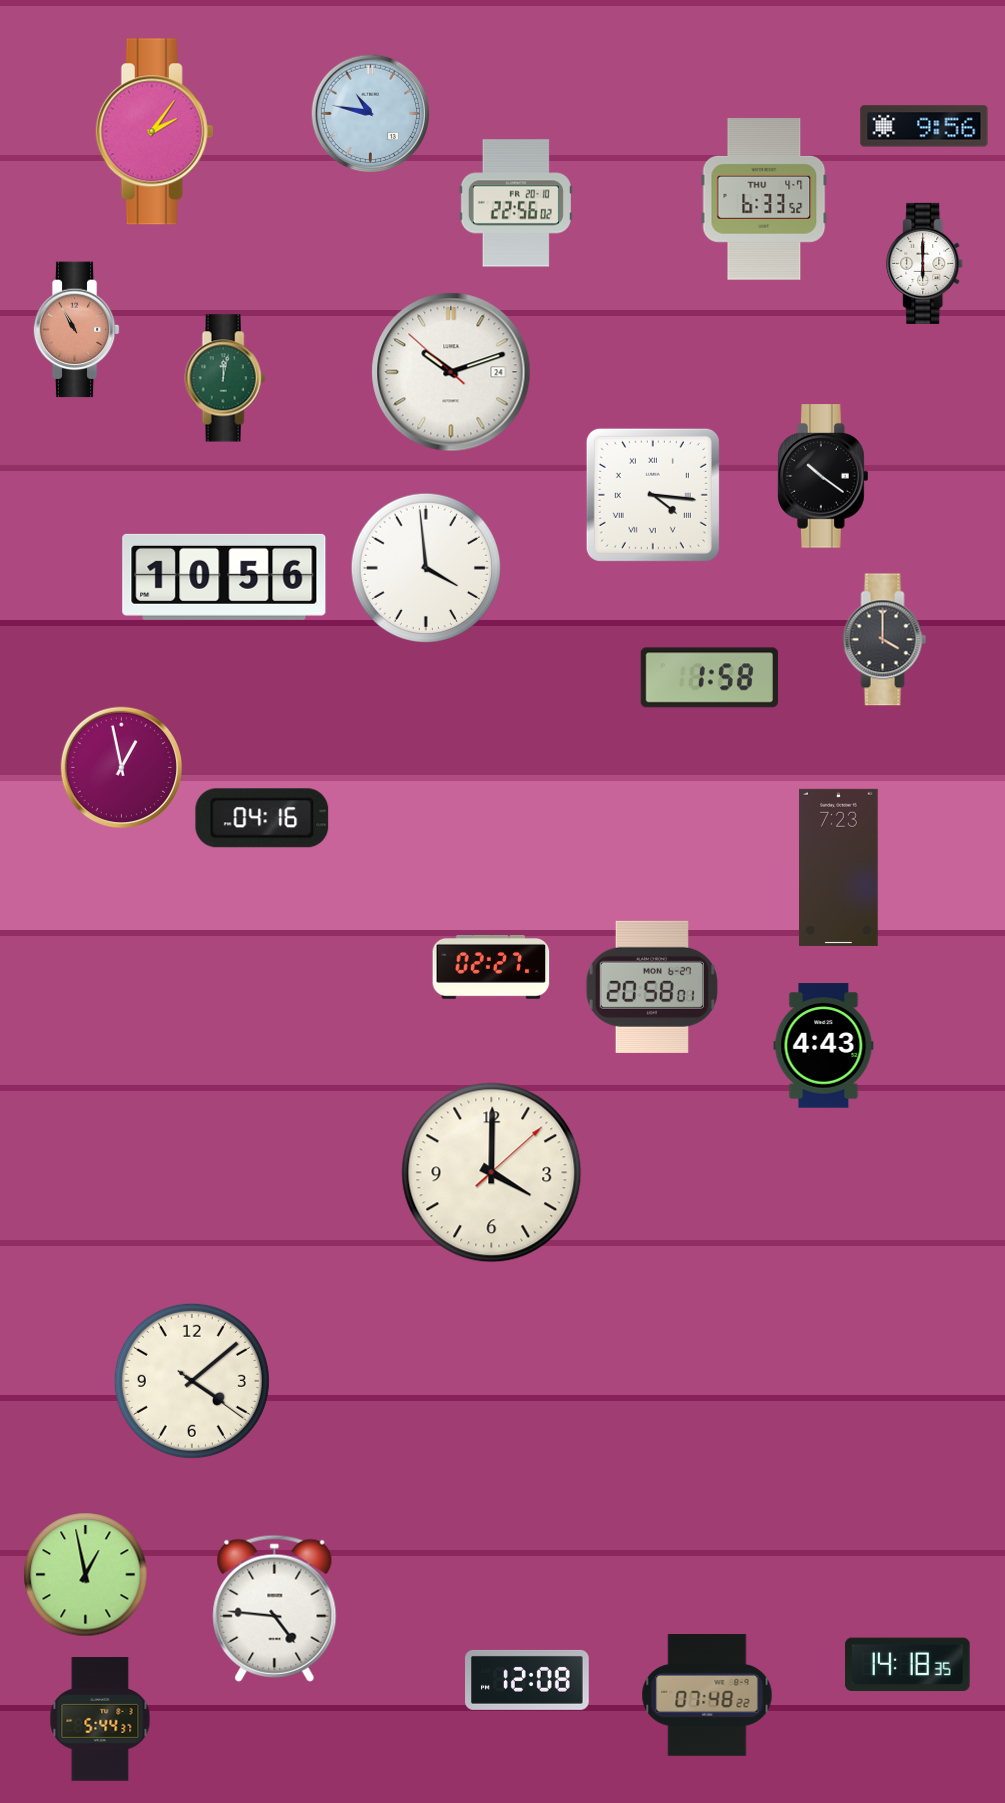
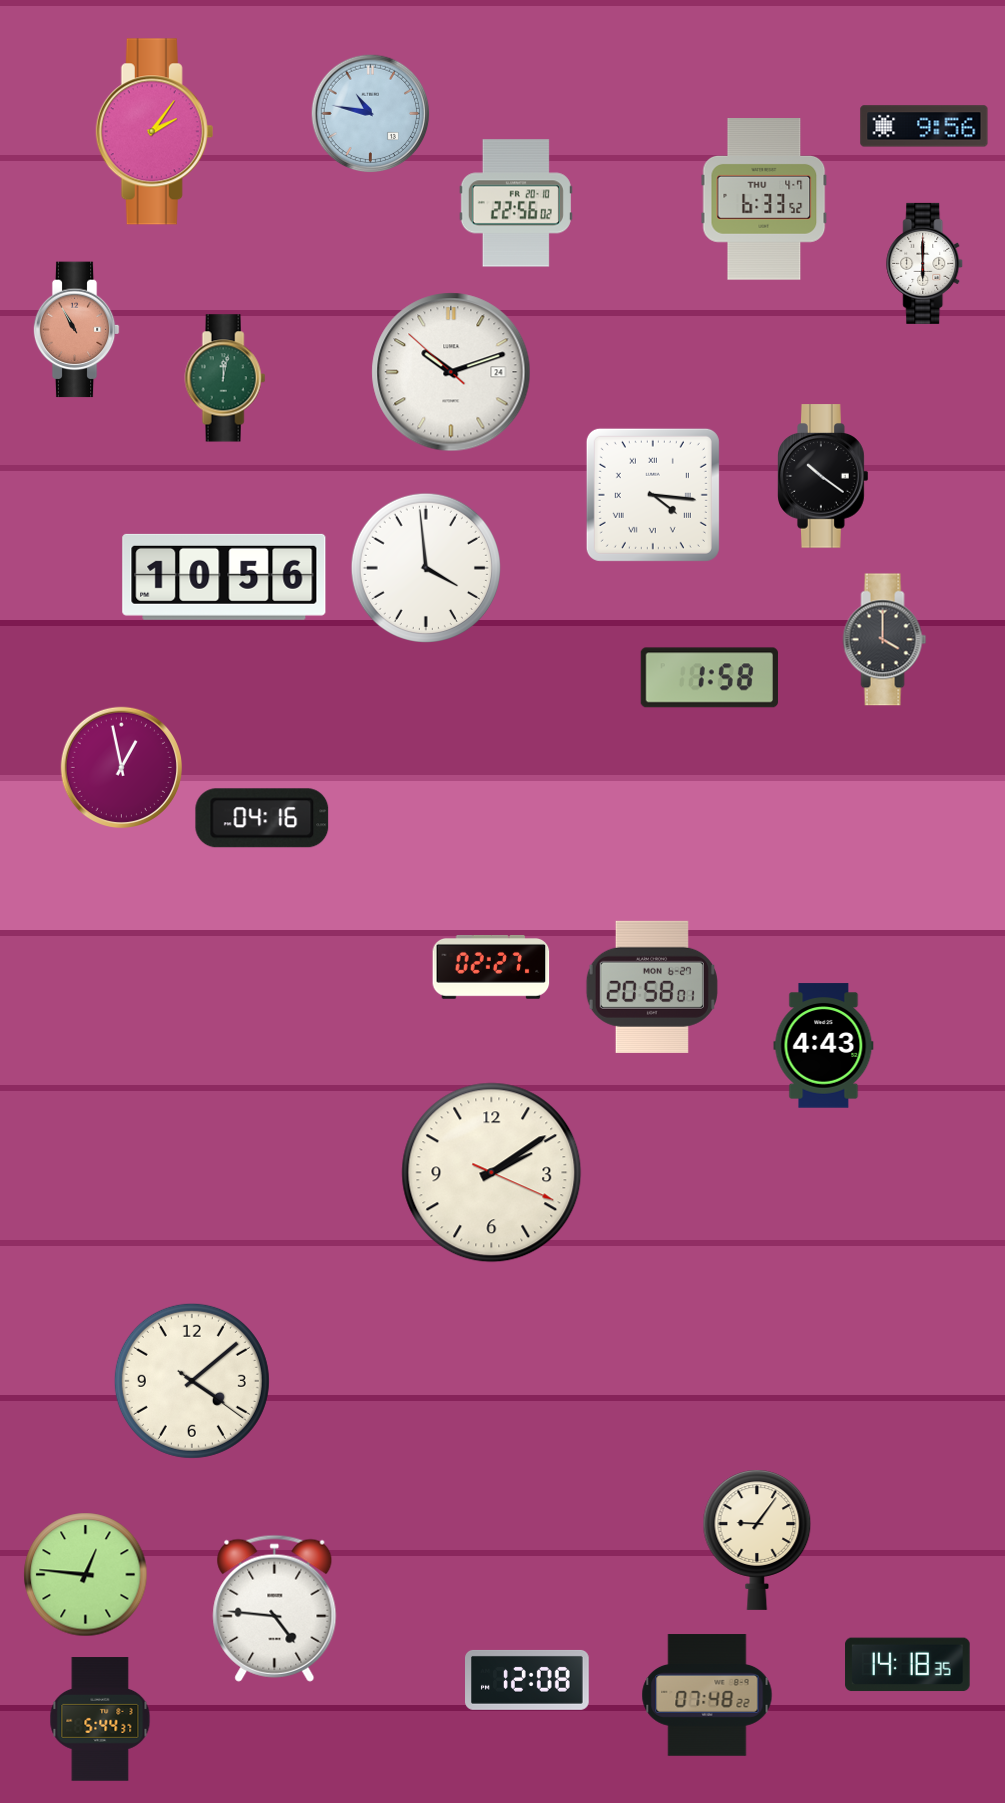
clock at (839, 867): 7:23 -> none
clock at (492, 1173): 4:00 -> 2:09
clock at (757, 1540): none -> 9:06
clock at (86, 1575): 12:58 -> 12:46
